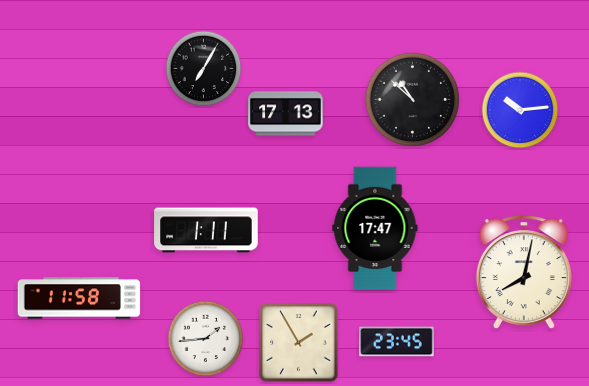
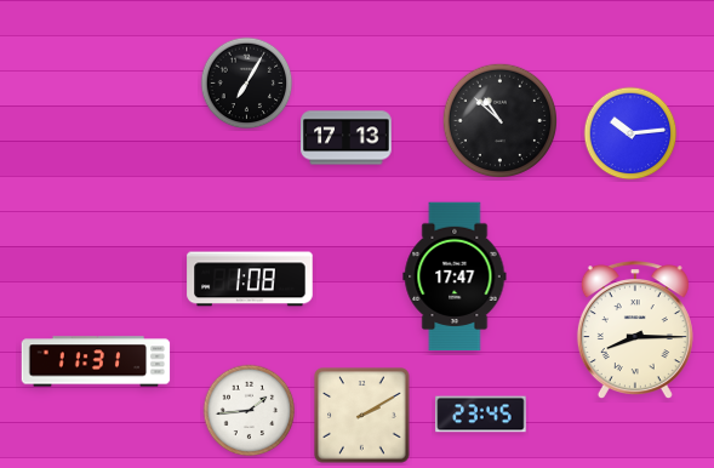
clock at (206, 230): 1:11 -> 1:08
clock at (524, 272): 8:02 -> 8:15
clock at (79, 298): 11:58 -> 11:31
clock at (299, 343): 1:55 -> 2:10
